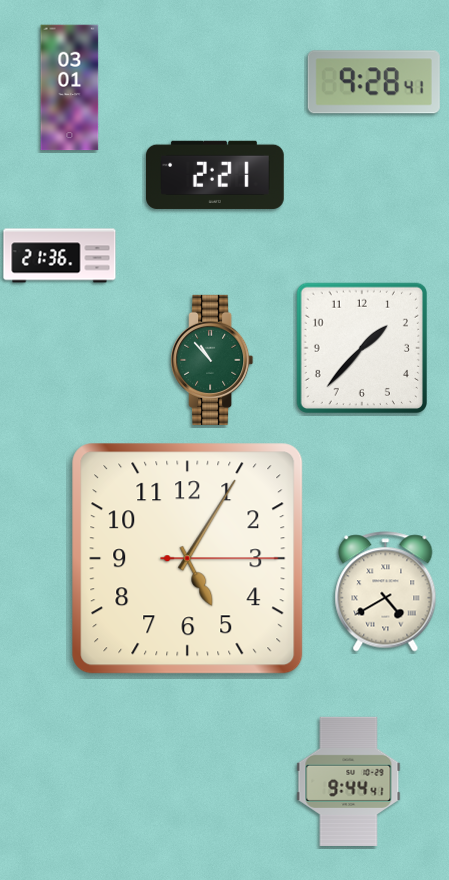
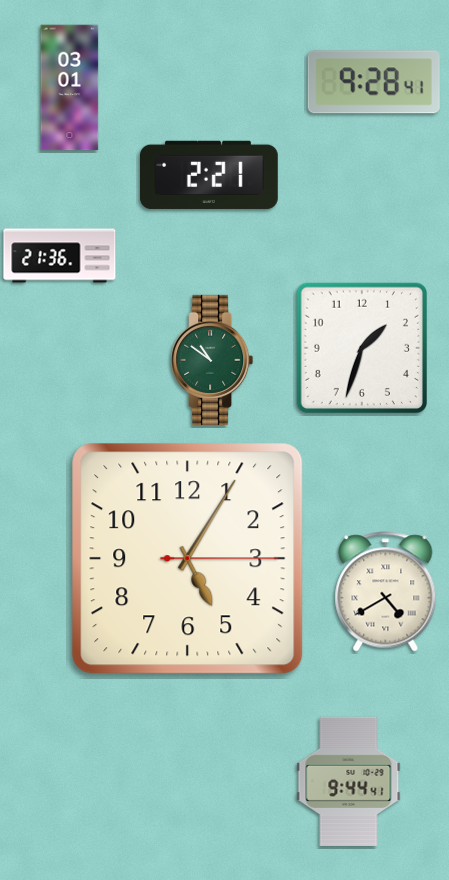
clock at (216, 174) position: (216, 174) -> (210, 174)
clock at (361, 347): 1:37 -> 1:33
clock at (212, 360): 10:53 -> 10:51
